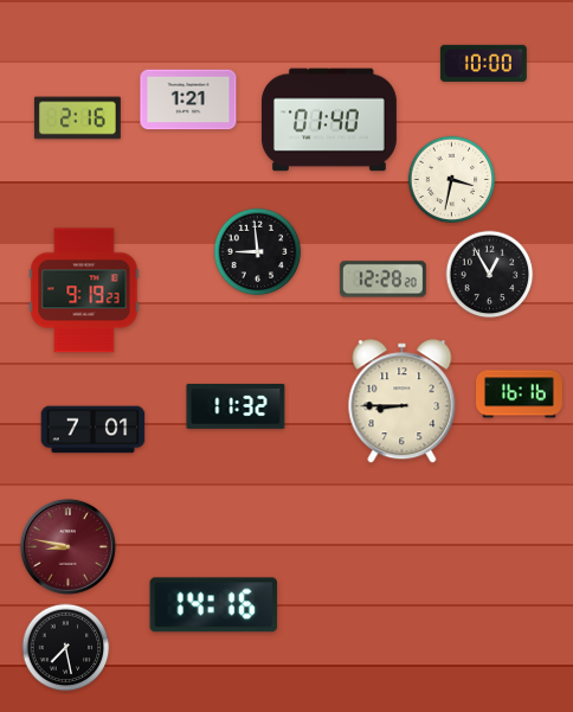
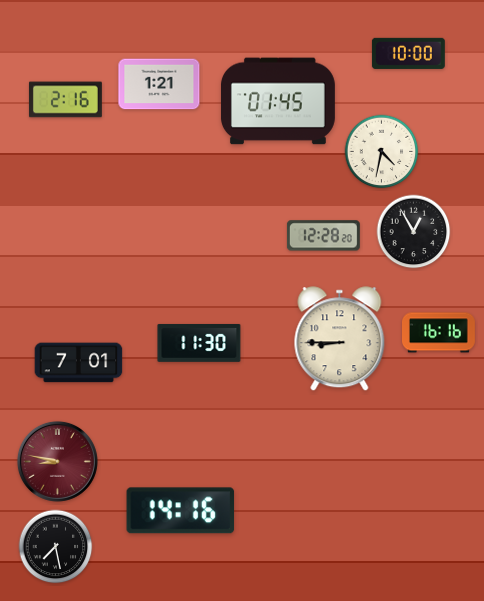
clock at (329, 120): 01:40 -> 01:45
clock at (452, 180): 3:32 -> 4:32
clock at (258, 252): 8:59 -> none
clock at (84, 290): 9:19 -> none
clock at (236, 406): 11:32 -> 11:30
